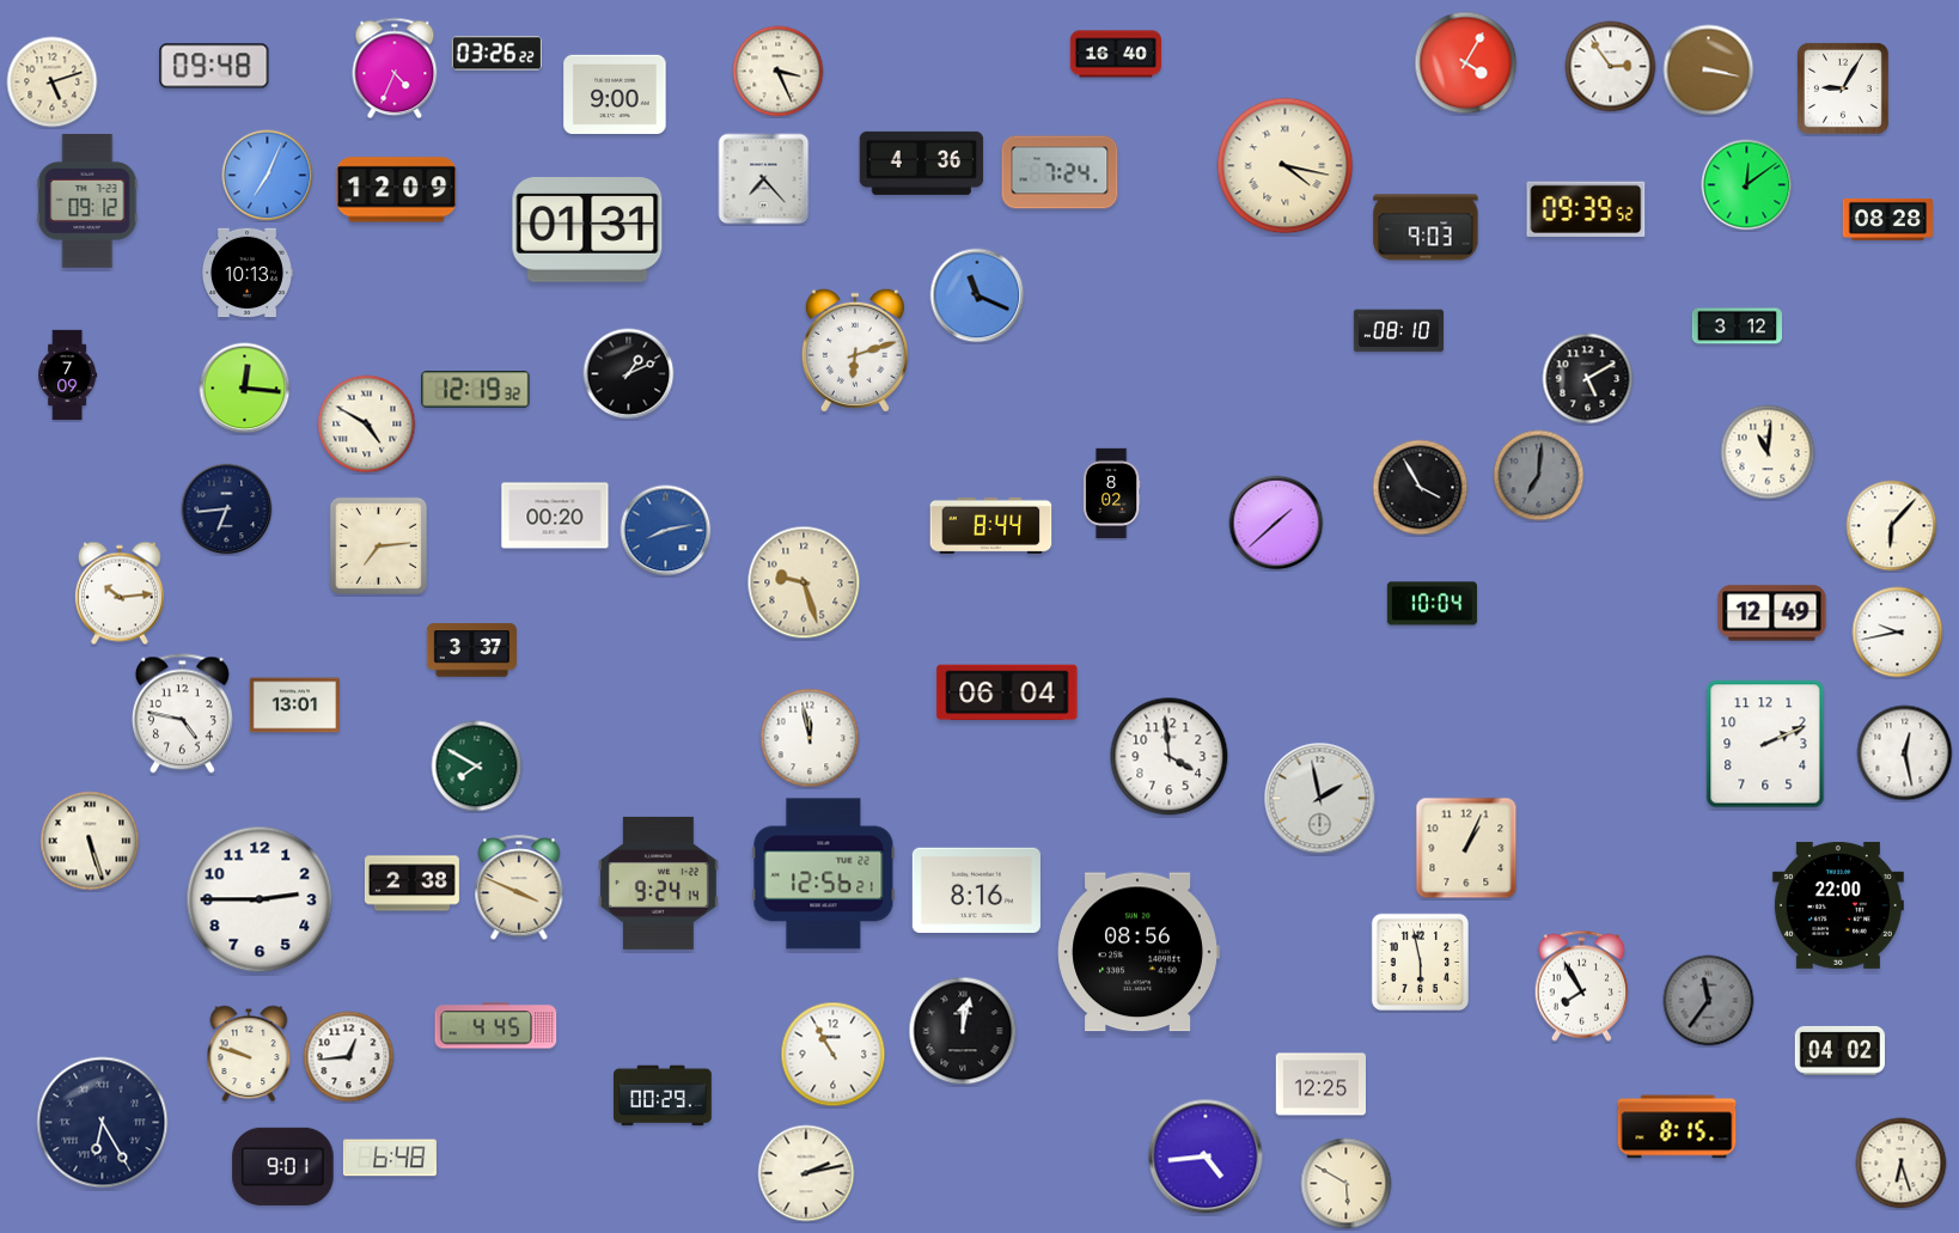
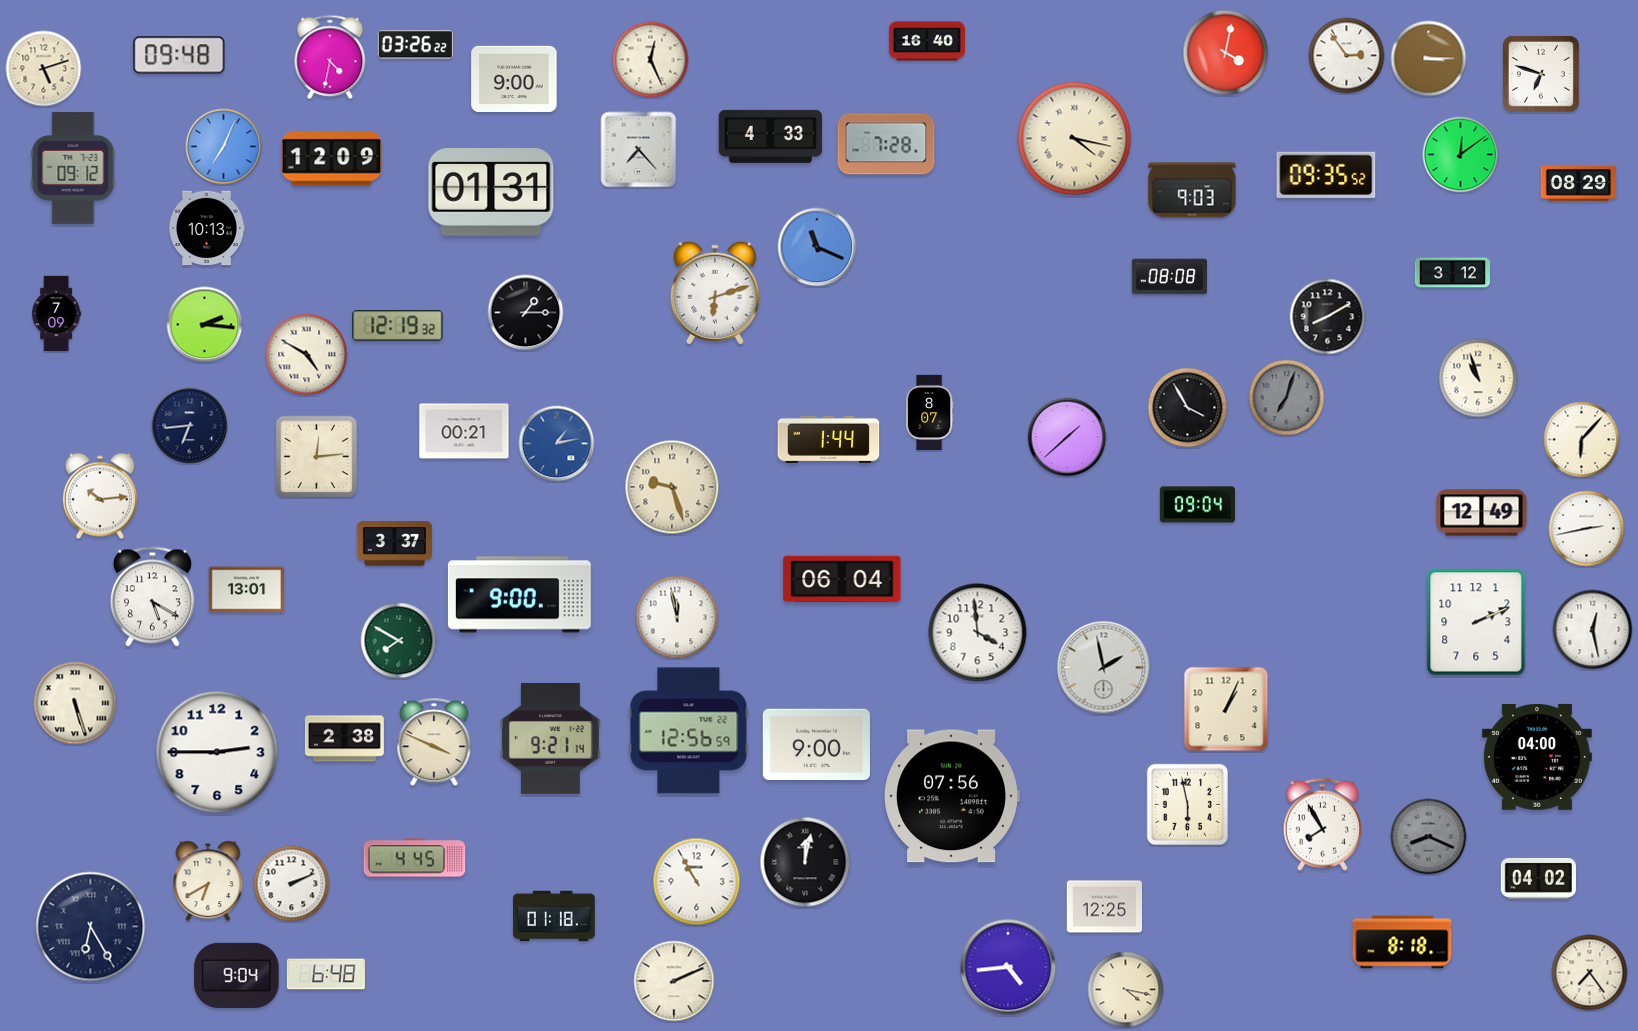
clock at (1115, 54) position: (1115, 54) -> (926, 41)
clock at (1466, 63): 4:05 -> 4:02
clock at (395, 68): 4:34 -> 4:32
clock at (1709, 71): 3:17 -> 3:15
clock at (779, 72): 3:26 -> 12:26
clock at (1843, 88): 9:05 -> 6:48
clock at (922, 163): 4:36 -> 4:33
clock at (1060, 172): 7:24 -> 7:28
clock at (1586, 208): 09:39 -> 09:35
clock at (1887, 219): 08:28 -> 08:29
clock at (1398, 331): 08:10 -> 08:08
clock at (629, 374): 1:11 -> 1:15
clock at (1588, 379): 5:10 -> 8:10
clock at (245, 389): 12:16 -> 2:16
clock at (1768, 452): 11:01 -> 10:57
clock at (1539, 476): 7:01 -> 7:03
clock at (1111, 494): 8:02 -> 8:07
clock at (555, 515): 00:20 -> 00:21
clock at (991, 525): 8:44 -> 1:44
clock at (666, 531): 8:13 -> 1:13
clock at (378, 545): 7:14 -> 12:14
clock at (1432, 604): 10:04 -> 09:04
clock at (1898, 633): 9:43 -> 2:43
clock at (519, 595): none -> 9:00
clock at (182, 714): 4:47 -> 5:20
clock at (824, 874): 12:56:21 -> 12:56:59
clock at (658, 883): 9:24 -> 9:21
clock at (976, 890): 8:16 -> 9:00
clock at (1838, 905): 22:00 -> 04:00
clock at (1139, 952): 08:56 -> 07:56
clock at (1709, 1001): 11:36 -> 8:19
clock at (249, 1054): 9:48 -> 6:40
clock at (349, 1057): 12:44 -> 2:11
clock at (663, 1095): 00:29 -> 01:18
clock at (103, 1123) position: (103, 1123) -> (91, 927)
clock at (1677, 1127): 8:15 -> 8:18
clock at (390, 1158) position: (390, 1158) -> (326, 974)
clock at (1902, 1164): 6:27 -> 7:24
clock at (283, 1166): 9:01 -> 9:04
clock at (806, 1173): 2:13 -> 2:11
clock at (1347, 1184): 5:50 -> 4:17
